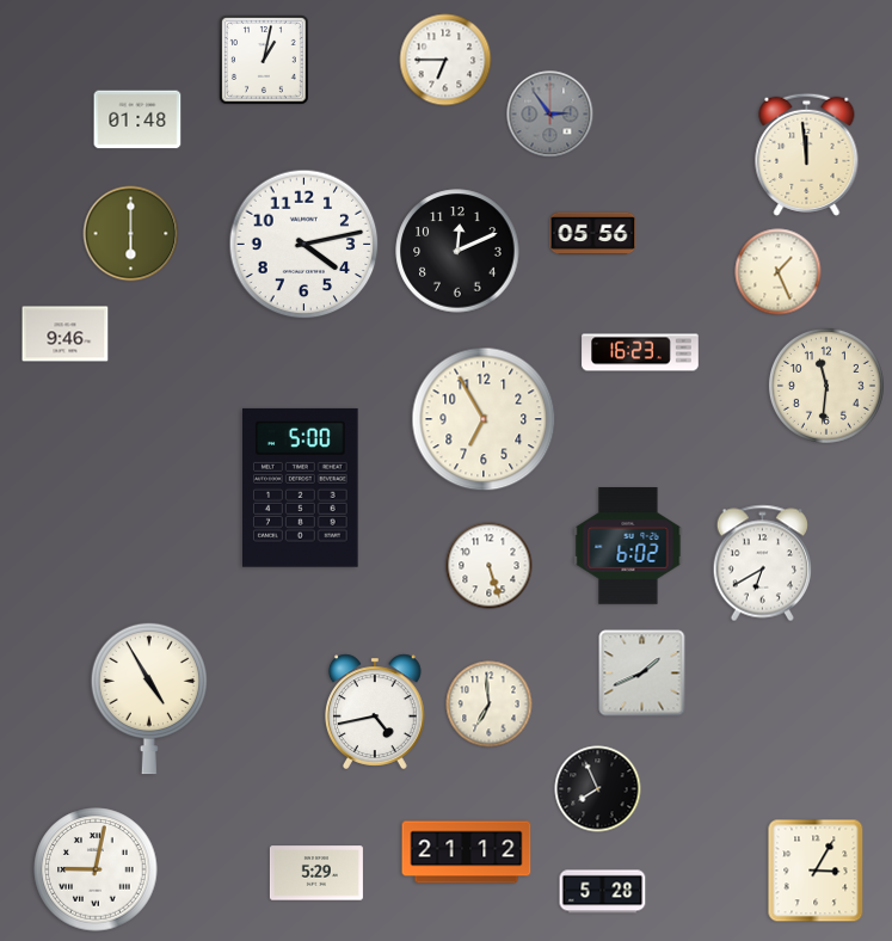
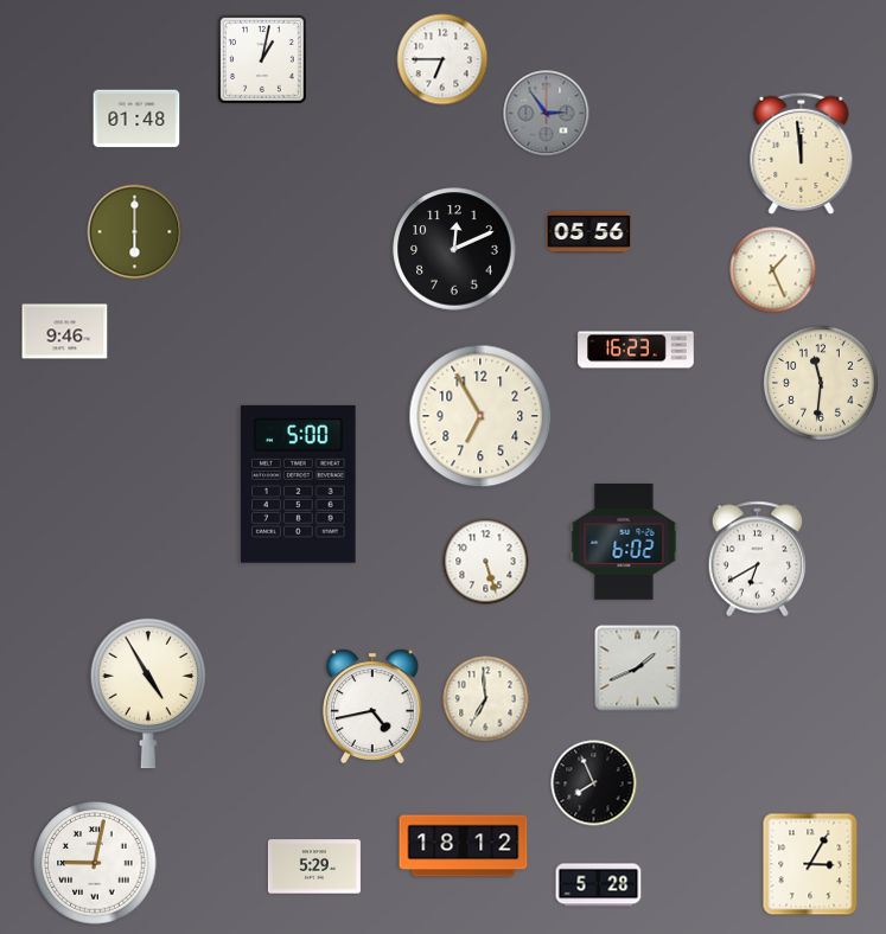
clock at (131, 234) position: (131, 234) -> (135, 232)
clock at (304, 245): 4:13 -> none
clock at (467, 853): 21:12 -> 18:12
